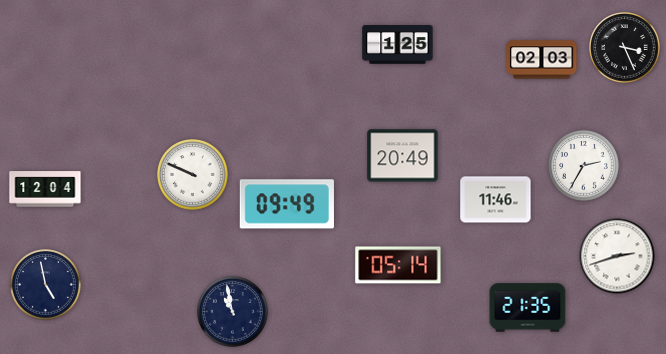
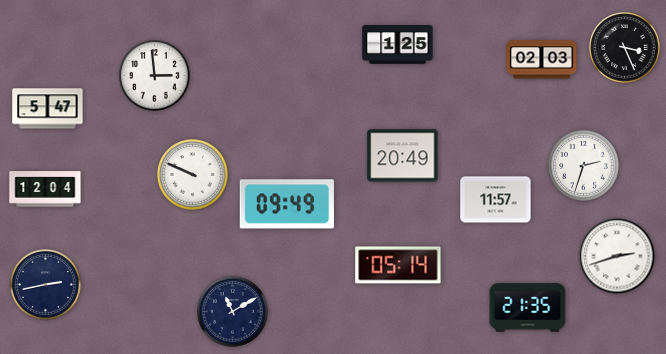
clock at (155, 76): none -> 2:59
clock at (48, 109): none -> 5:47
clock at (584, 166): 2:35 -> 2:33
clock at (496, 200): 11:46 -> 11:57
clock at (46, 285): 4:58 -> 2:43
clock at (233, 312): 10:58 -> 11:10
